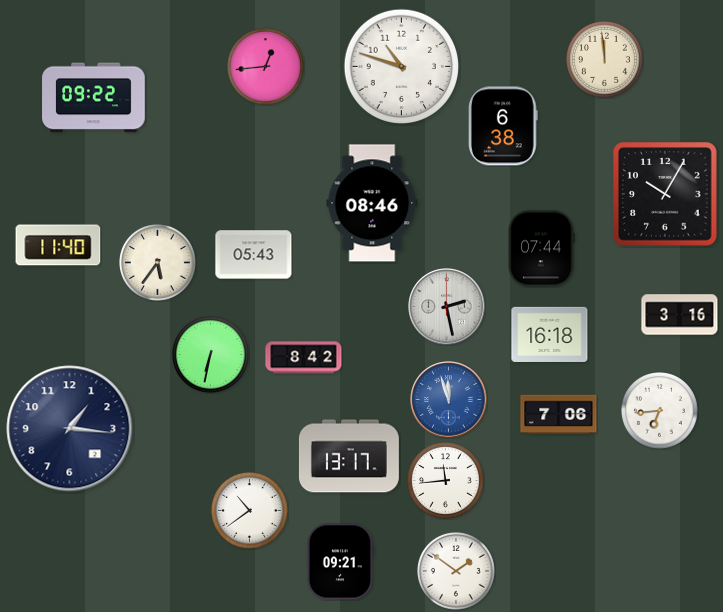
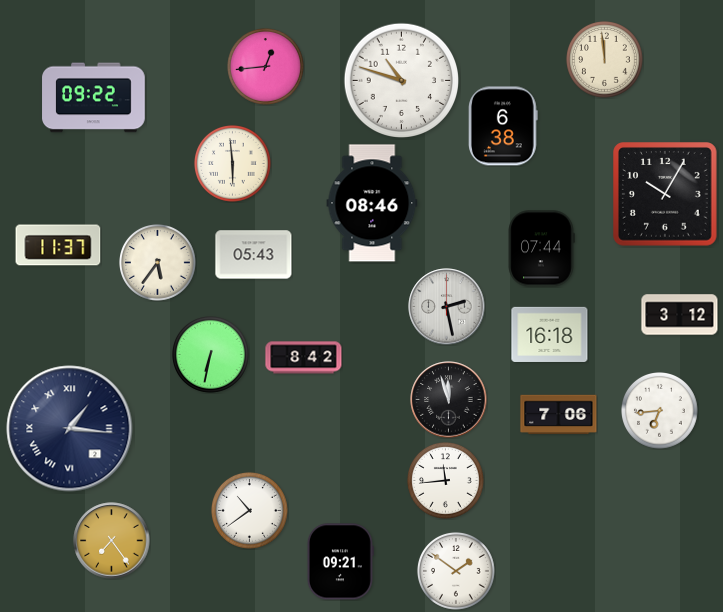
clock at (402, 67) position: (402, 67) -> (402, 81)
clock at (233, 164): none -> 5:59
clock at (58, 245): 11:40 -> 11:37
clock at (680, 315): 3:16 -> 3:12
clock at (449, 400) dial: blue -> black
clock at (70, 429) numerals: Arabic -> Roman
clock at (349, 456): 13:17 -> none
clock at (112, 541): none -> 7:24
